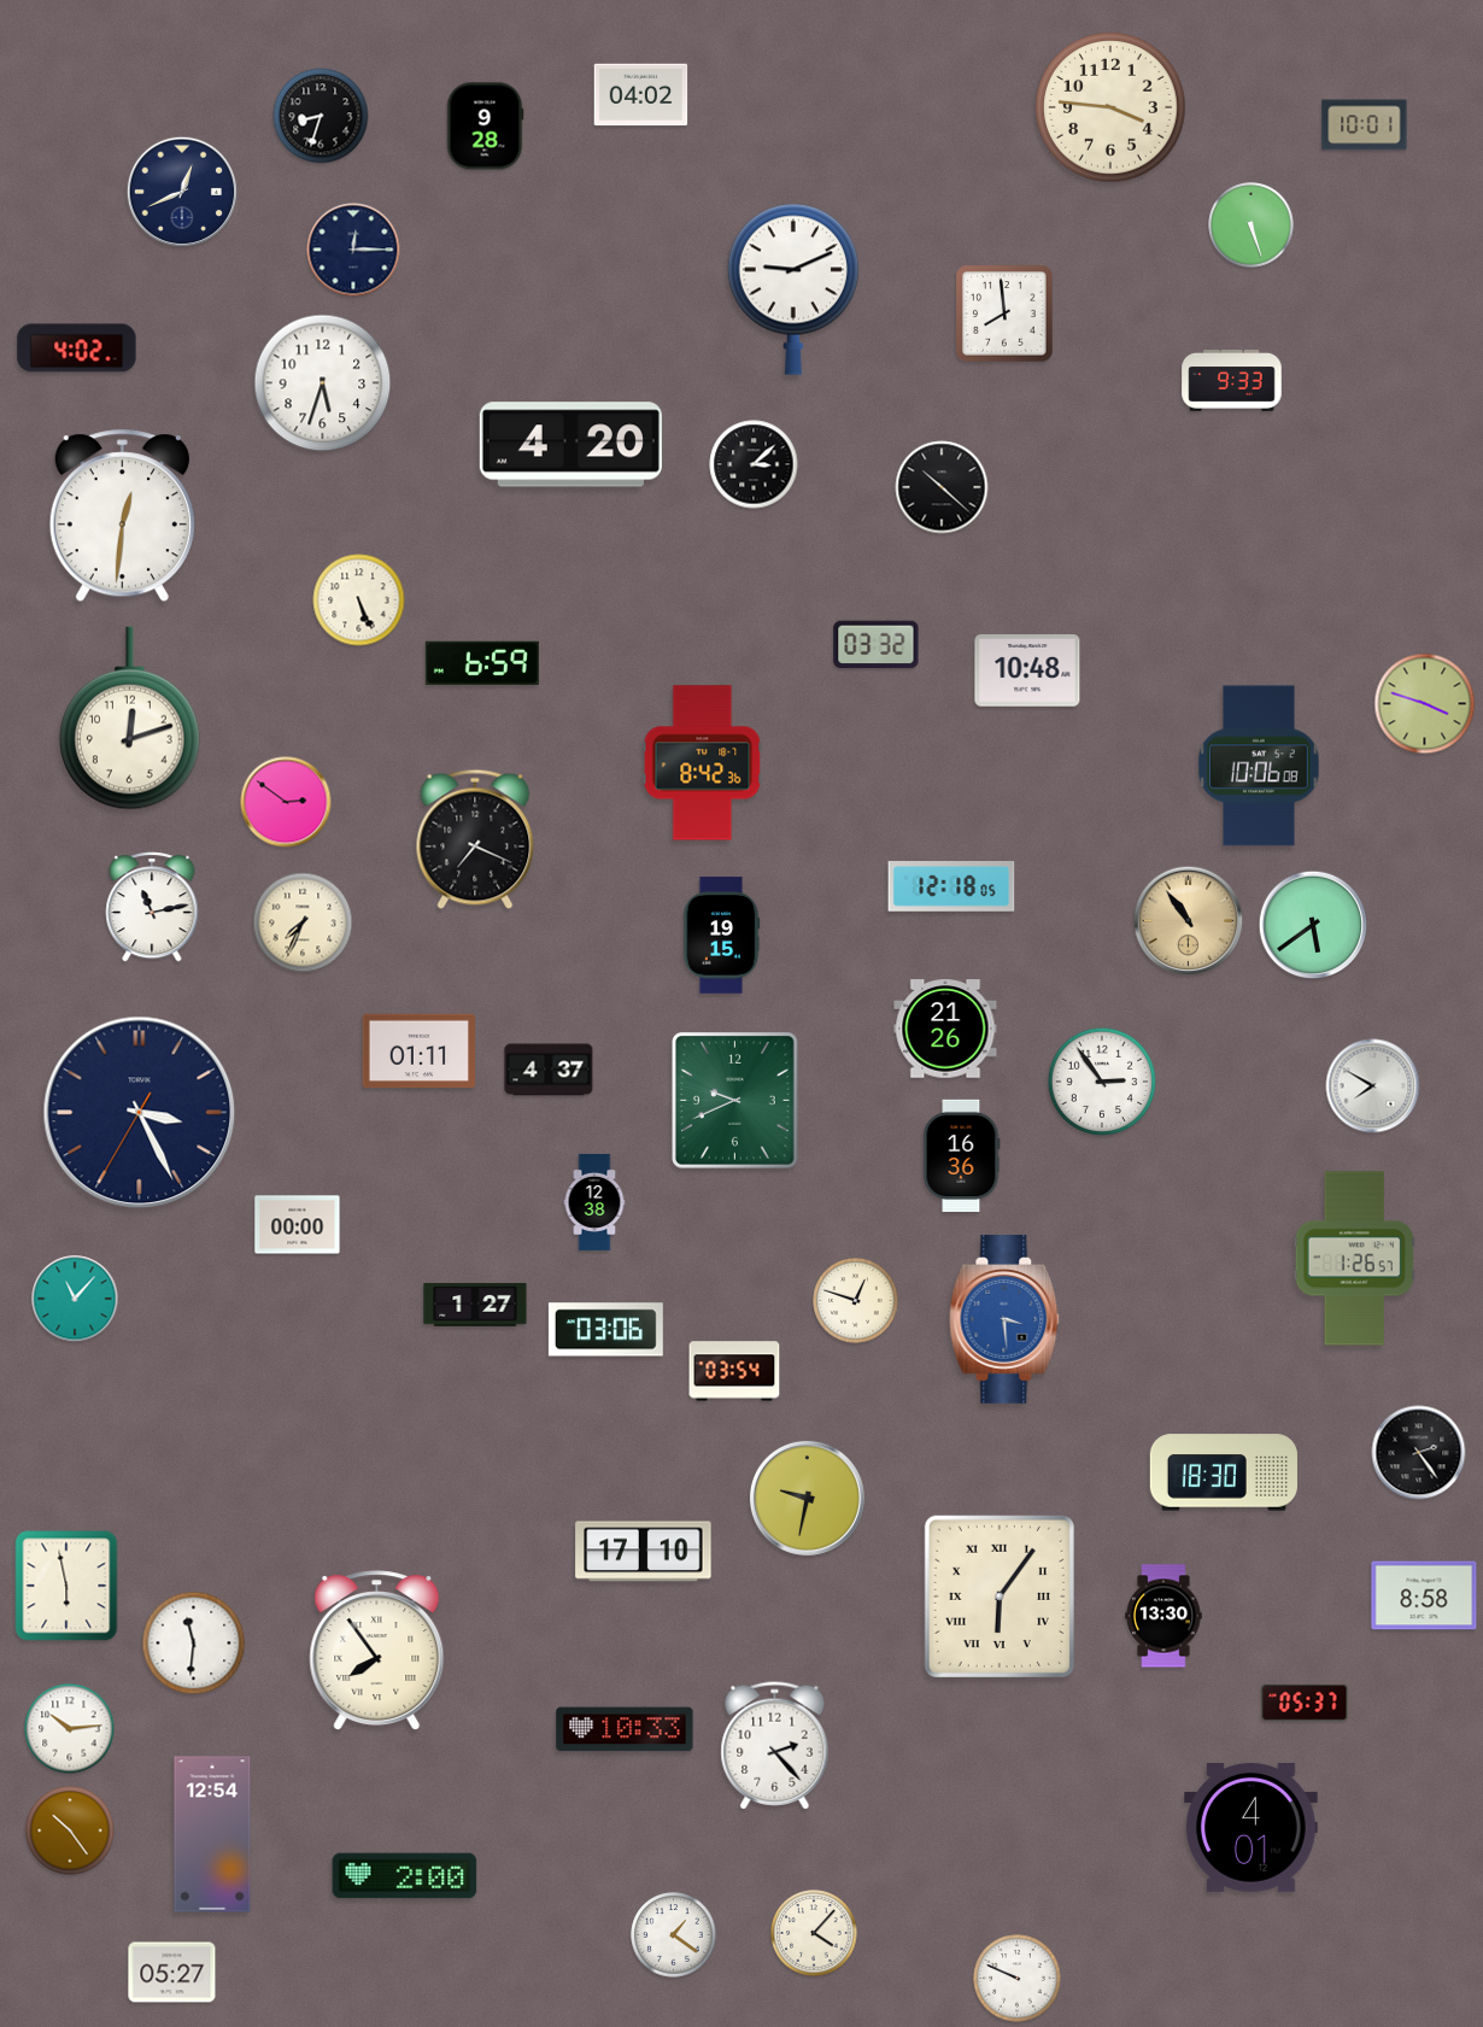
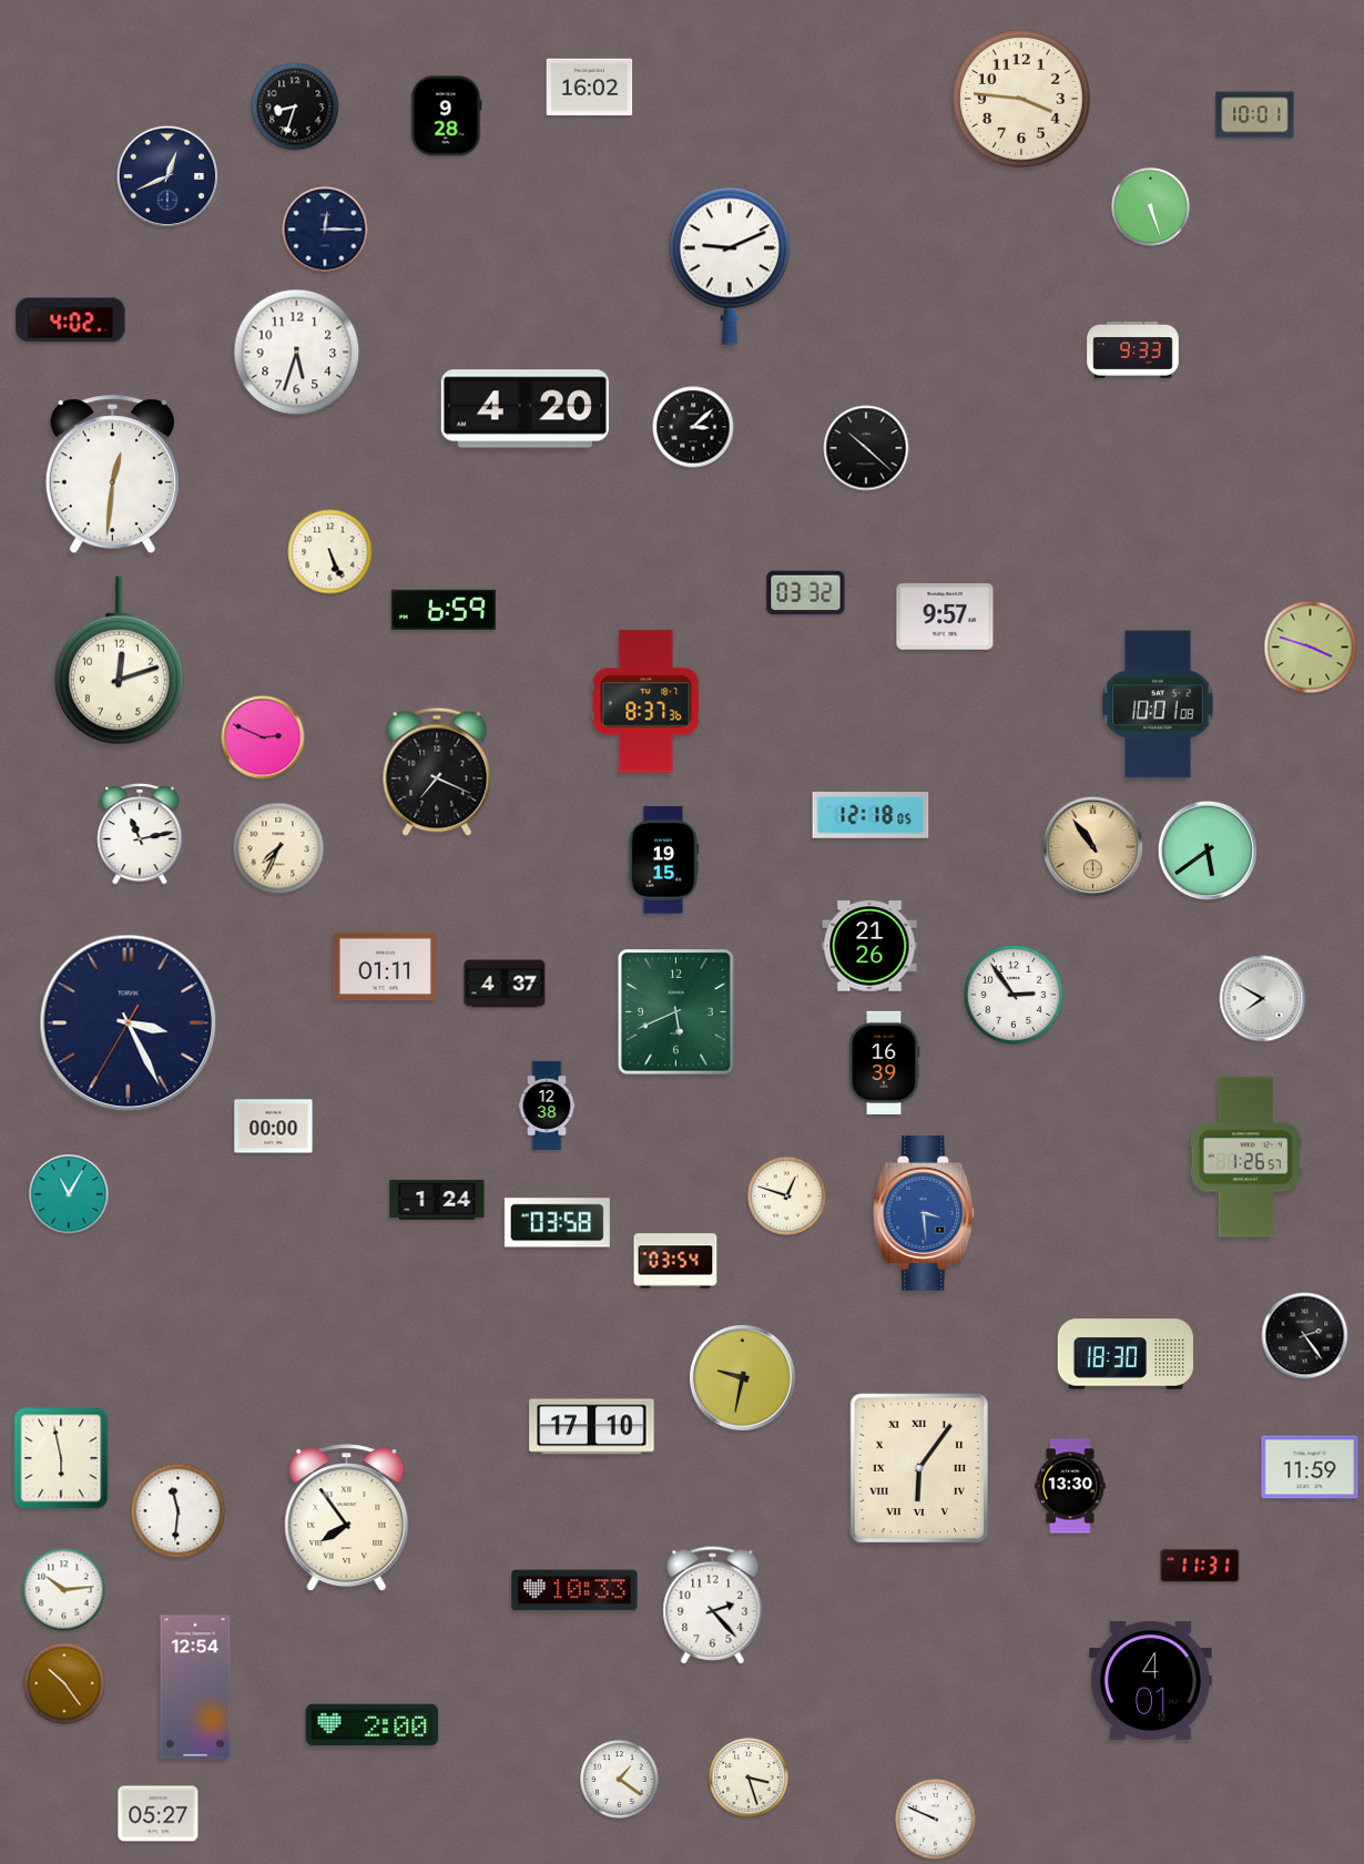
clock at (641, 95): 04:02 -> 16:02
clock at (1004, 314): 7:59 -> none
clock at (1027, 670): 10:48 -> 9:57
clock at (703, 763): 8:42 -> 8:37
clock at (1259, 766): 10:06 -> 10:01
clock at (286, 802): 2:51 -> 2:49
clock at (951, 887) position: (951, 887) -> (871, 816)
clock at (735, 1101): 9:41 -> 5:41
clock at (962, 1155): 16:36 -> 16:39
clock at (75, 1299): 11:07 -> 11:05
clock at (475, 1305): 1:27 -> 1:24
clock at (605, 1330): 03:06 -> 03:58
clock at (1424, 1595): 8:58 -> 11:59
clock at (1305, 1703): 05:37 -> 11:31
clock at (814, 1933): 4:07 -> 3:27
